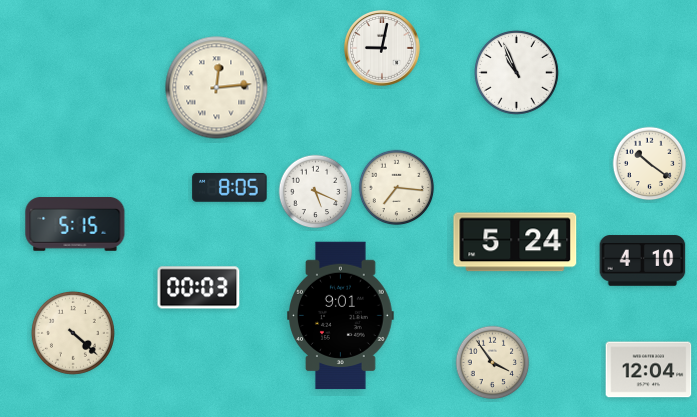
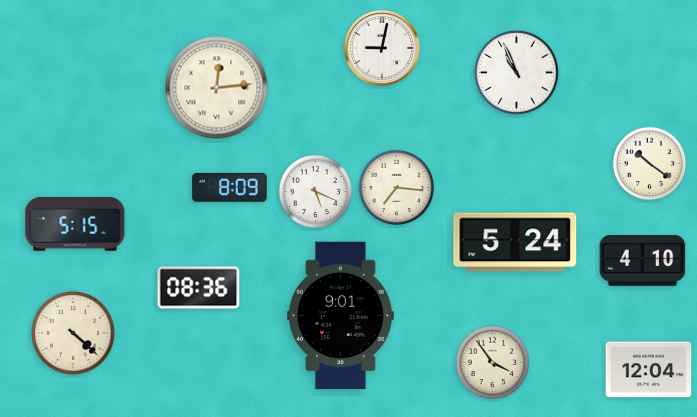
clock at (230, 187): 8:05 -> 8:09
clock at (199, 288): 00:03 -> 08:36
